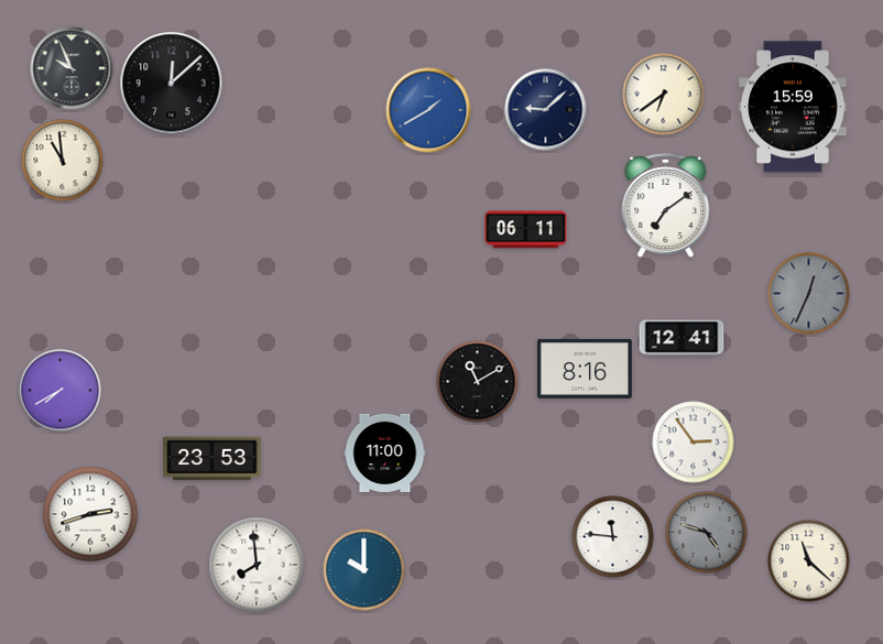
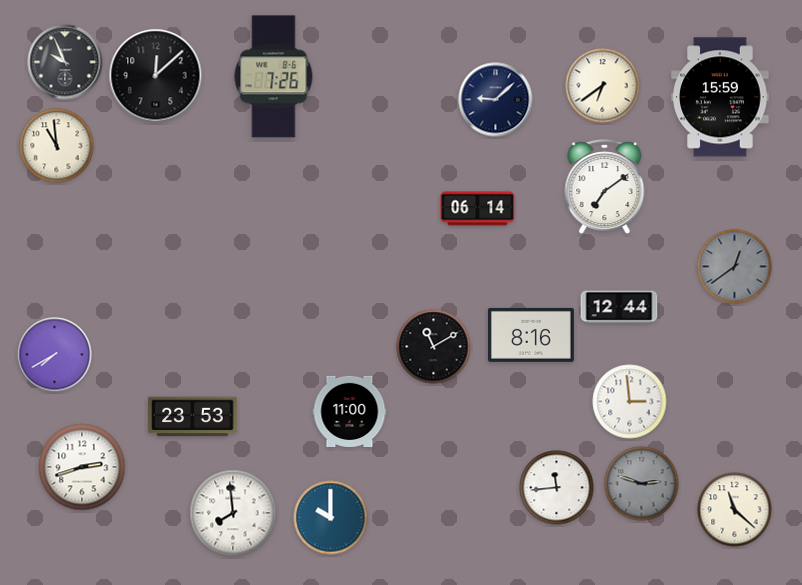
clock at (274, 77): none -> 7:26
clock at (428, 110): 1:40 -> none
clock at (526, 230): 06:11 -> 06:14
clock at (809, 294): 12:34 -> 12:39
clock at (682, 338): 12:41 -> 12:44
clock at (694, 443): 2:54 -> 2:59
clock at (707, 533): 4:48 -> 2:48
clock at (613, 537): 11:46 -> 11:44
